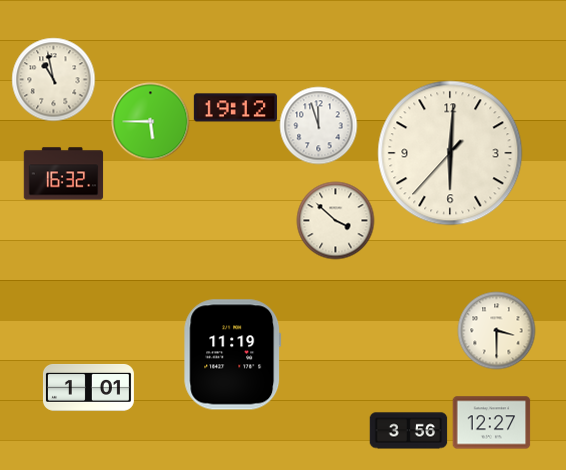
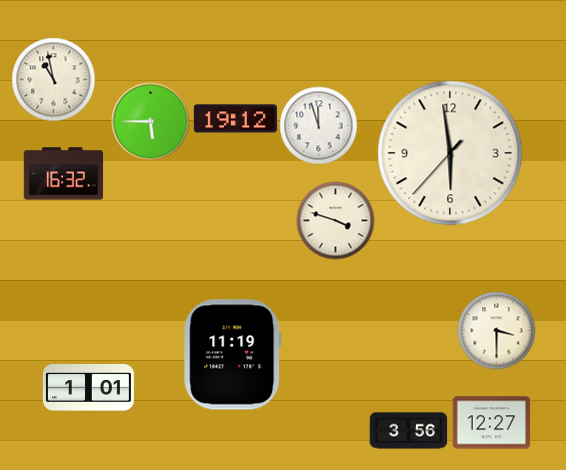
clock at (235, 108) position: (235, 108) -> (235, 119)
clock at (450, 153): 6:00 -> 5:58
clock at (335, 220): 3:52 -> 3:48
